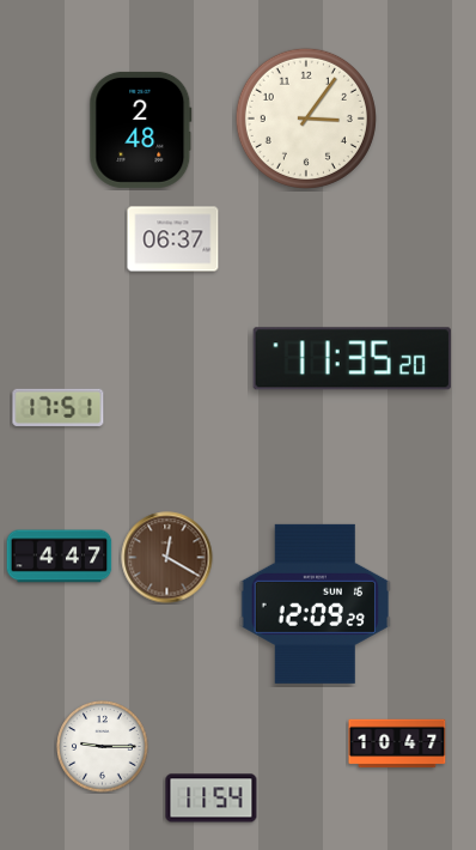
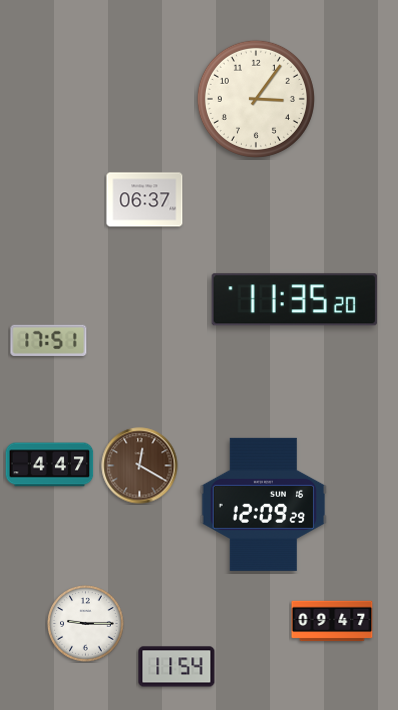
clock at (141, 129): 2:48 -> none
clock at (397, 743): 10:47 -> 09:47
